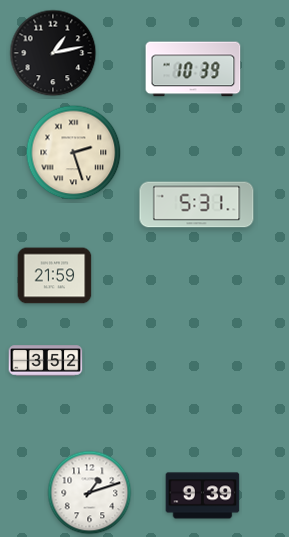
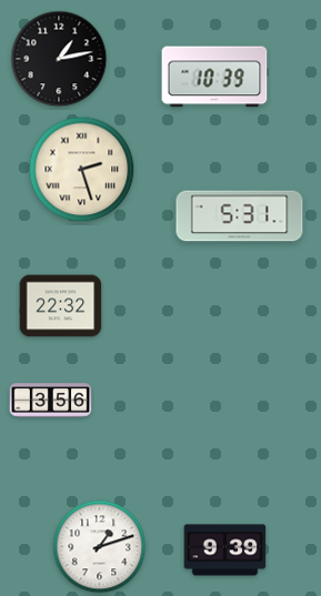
clock at (197, 205) position: (197, 205) -> (240, 216)
clock at (55, 276): 21:59 -> 22:32
clock at (46, 361): 3:52 -> 3:56
